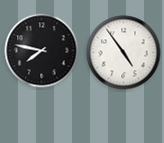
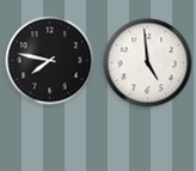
clock at (124, 53): 4:54 -> 4:59
